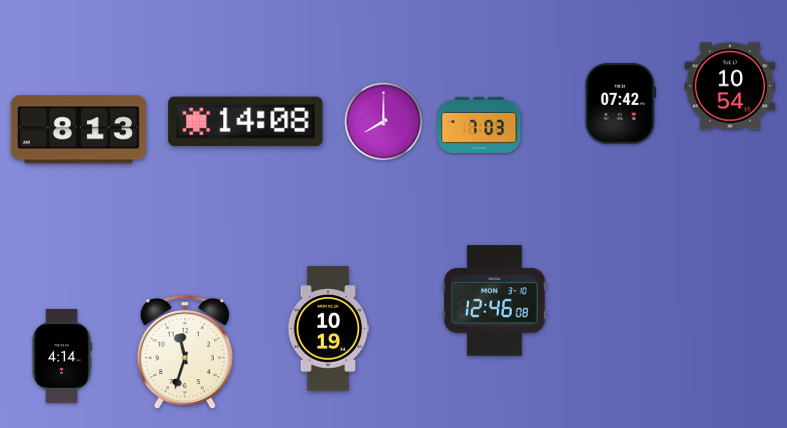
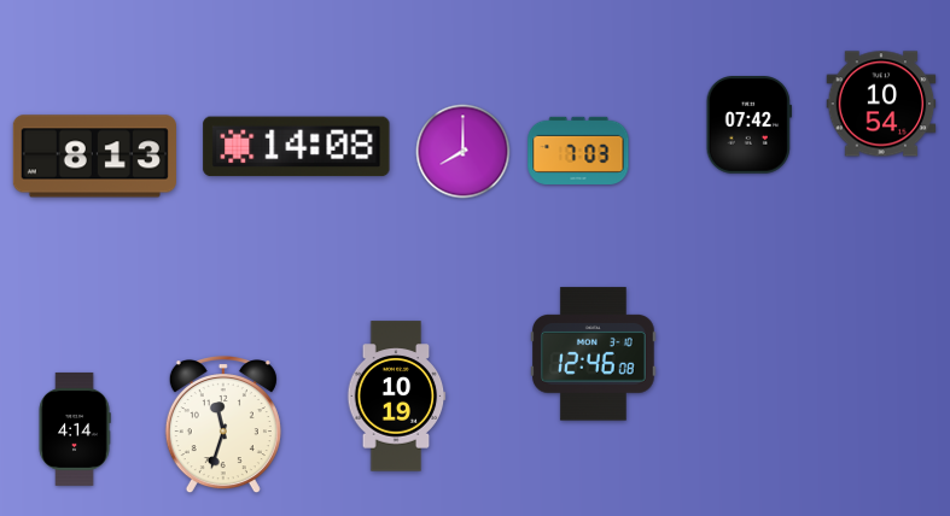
clock at (384, 122) position: (384, 122) -> (464, 152)
clock at (495, 301) position: (495, 301) -> (594, 354)
